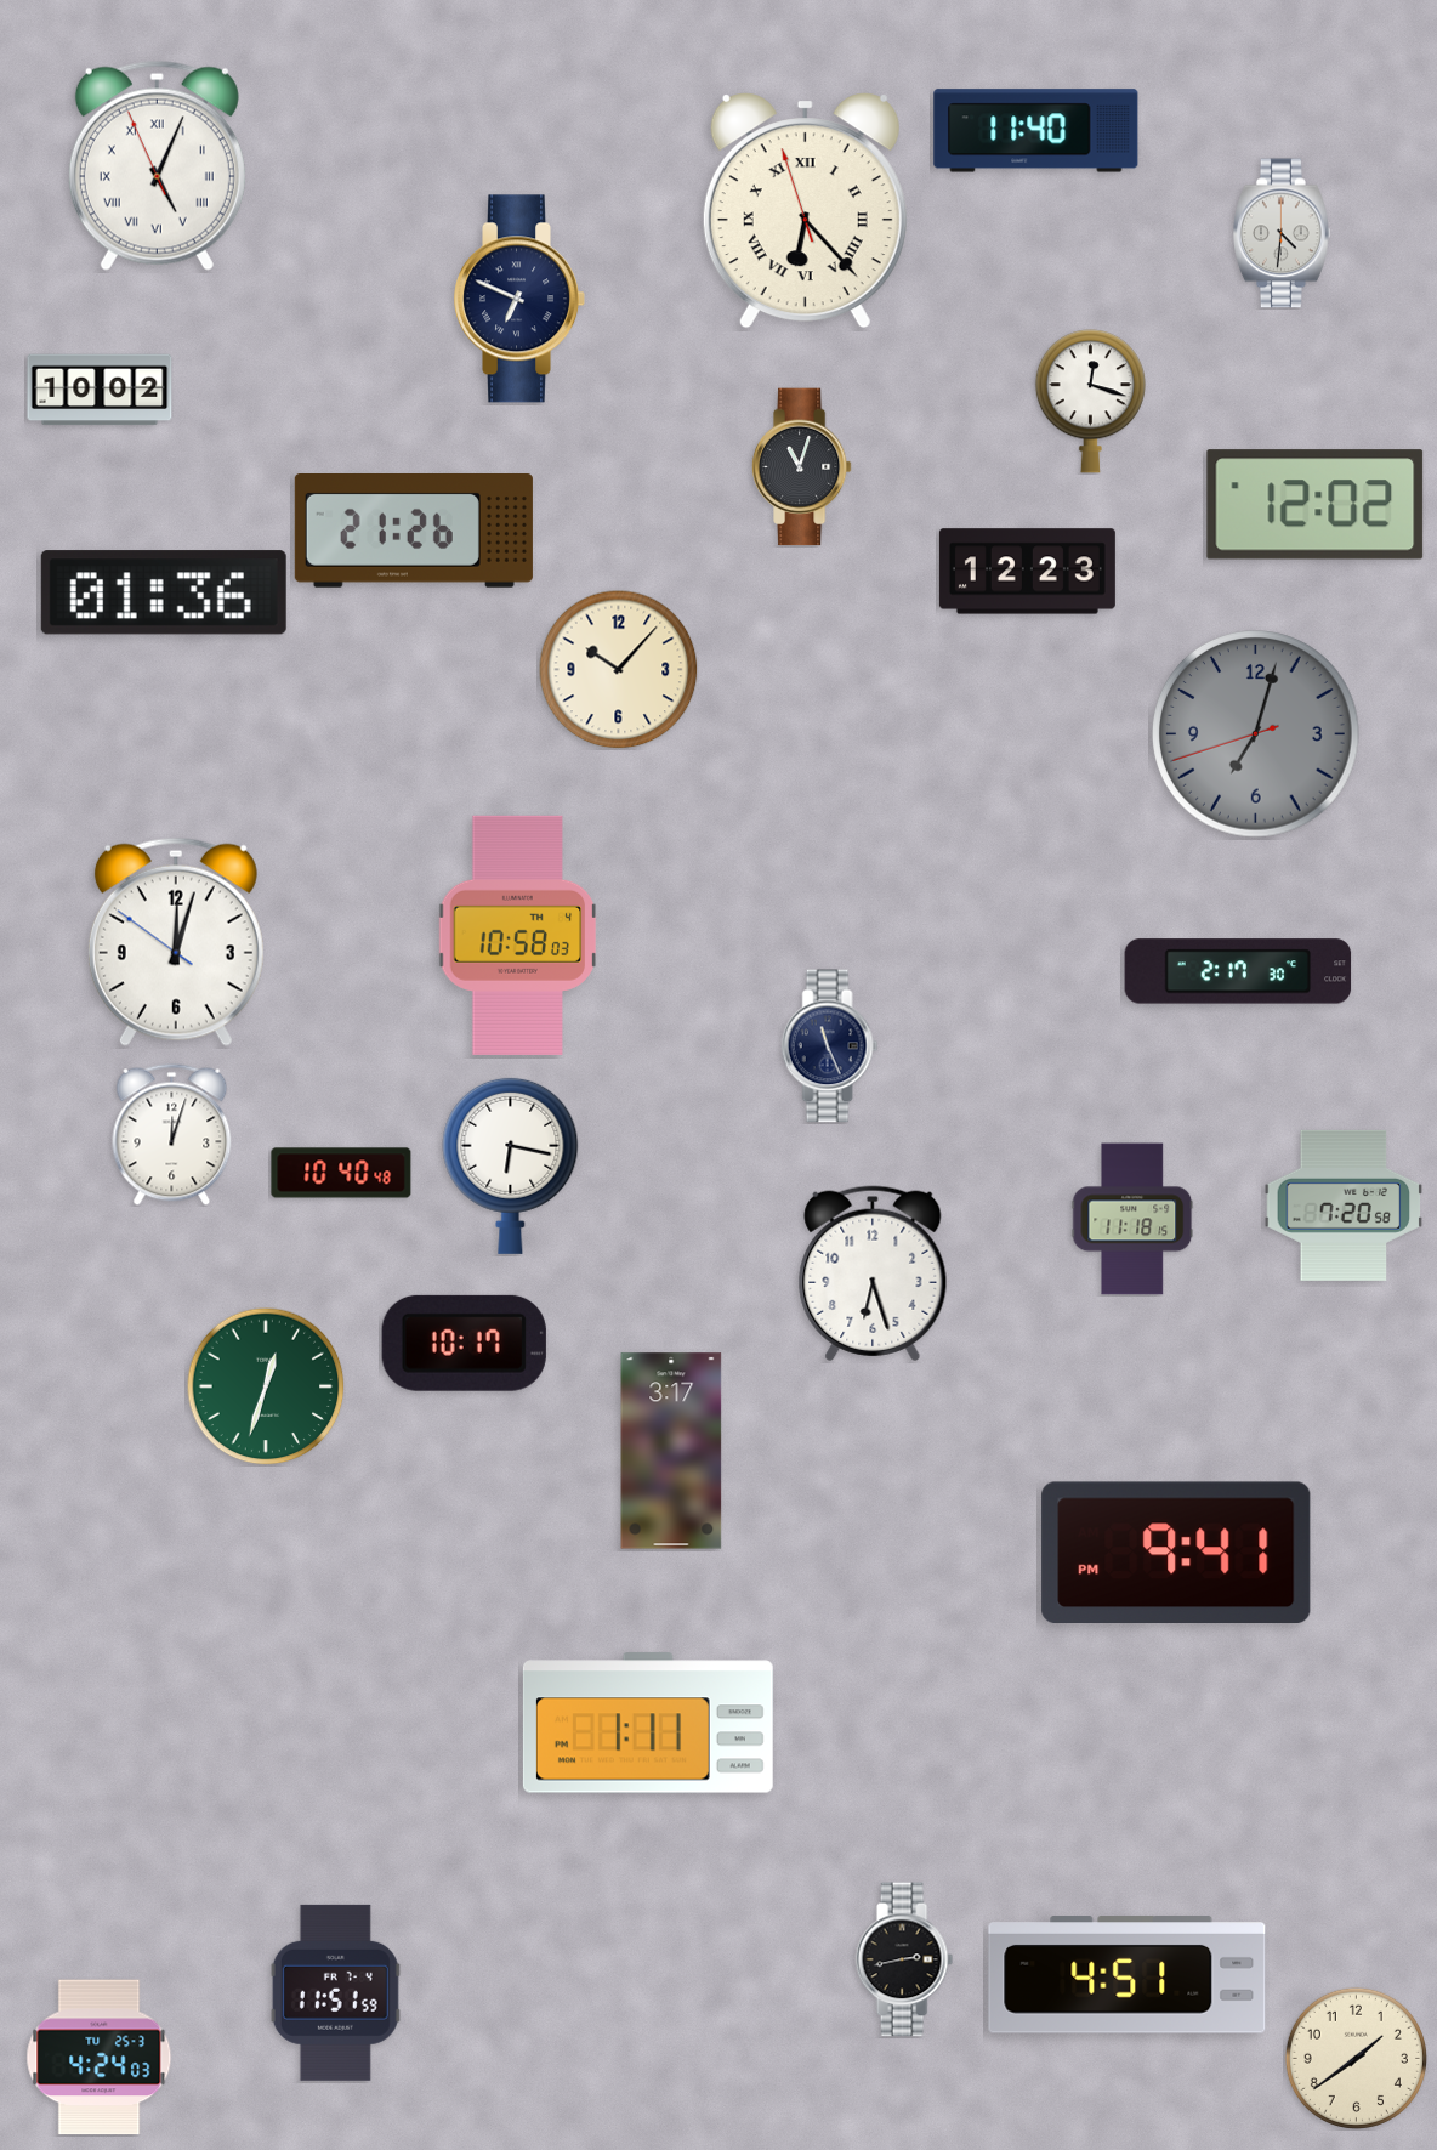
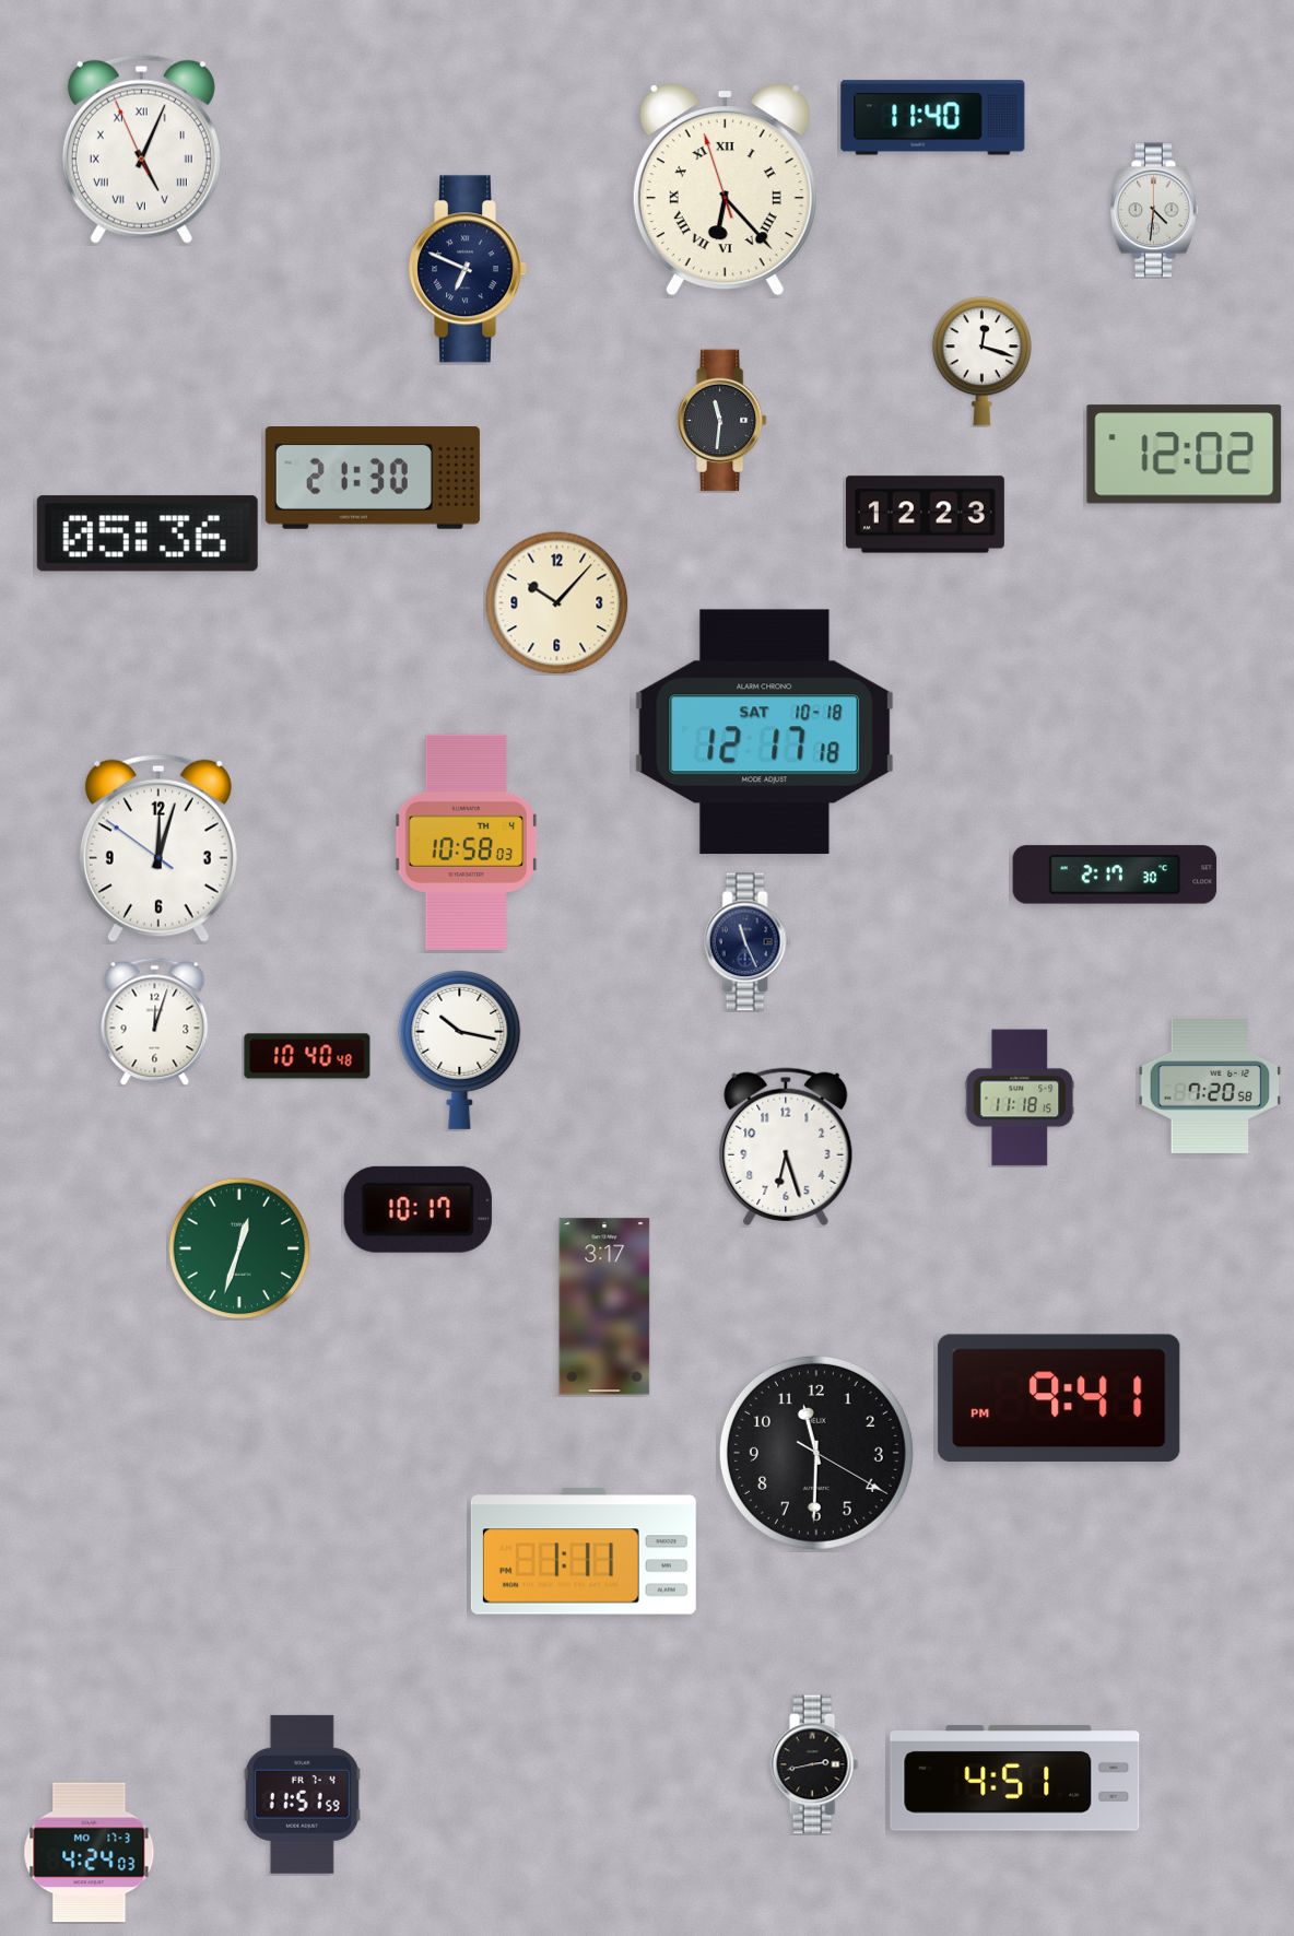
clock at (100, 390): 10:02 -> none
clock at (801, 467): 11:03 -> 11:31
clock at (414, 532): 21:26 -> 21:30
clock at (164, 592): 01:36 -> 05:36
clock at (1256, 734): 7:02 -> none
clock at (765, 732): none -> 12:17
clock at (511, 1165): 6:17 -> 10:17
clock at (816, 1453): none -> 11:30
clock at (100, 2058) date: TU 25-3 -> MO 17-3
clock at (1356, 2058): 1:39 -> none
